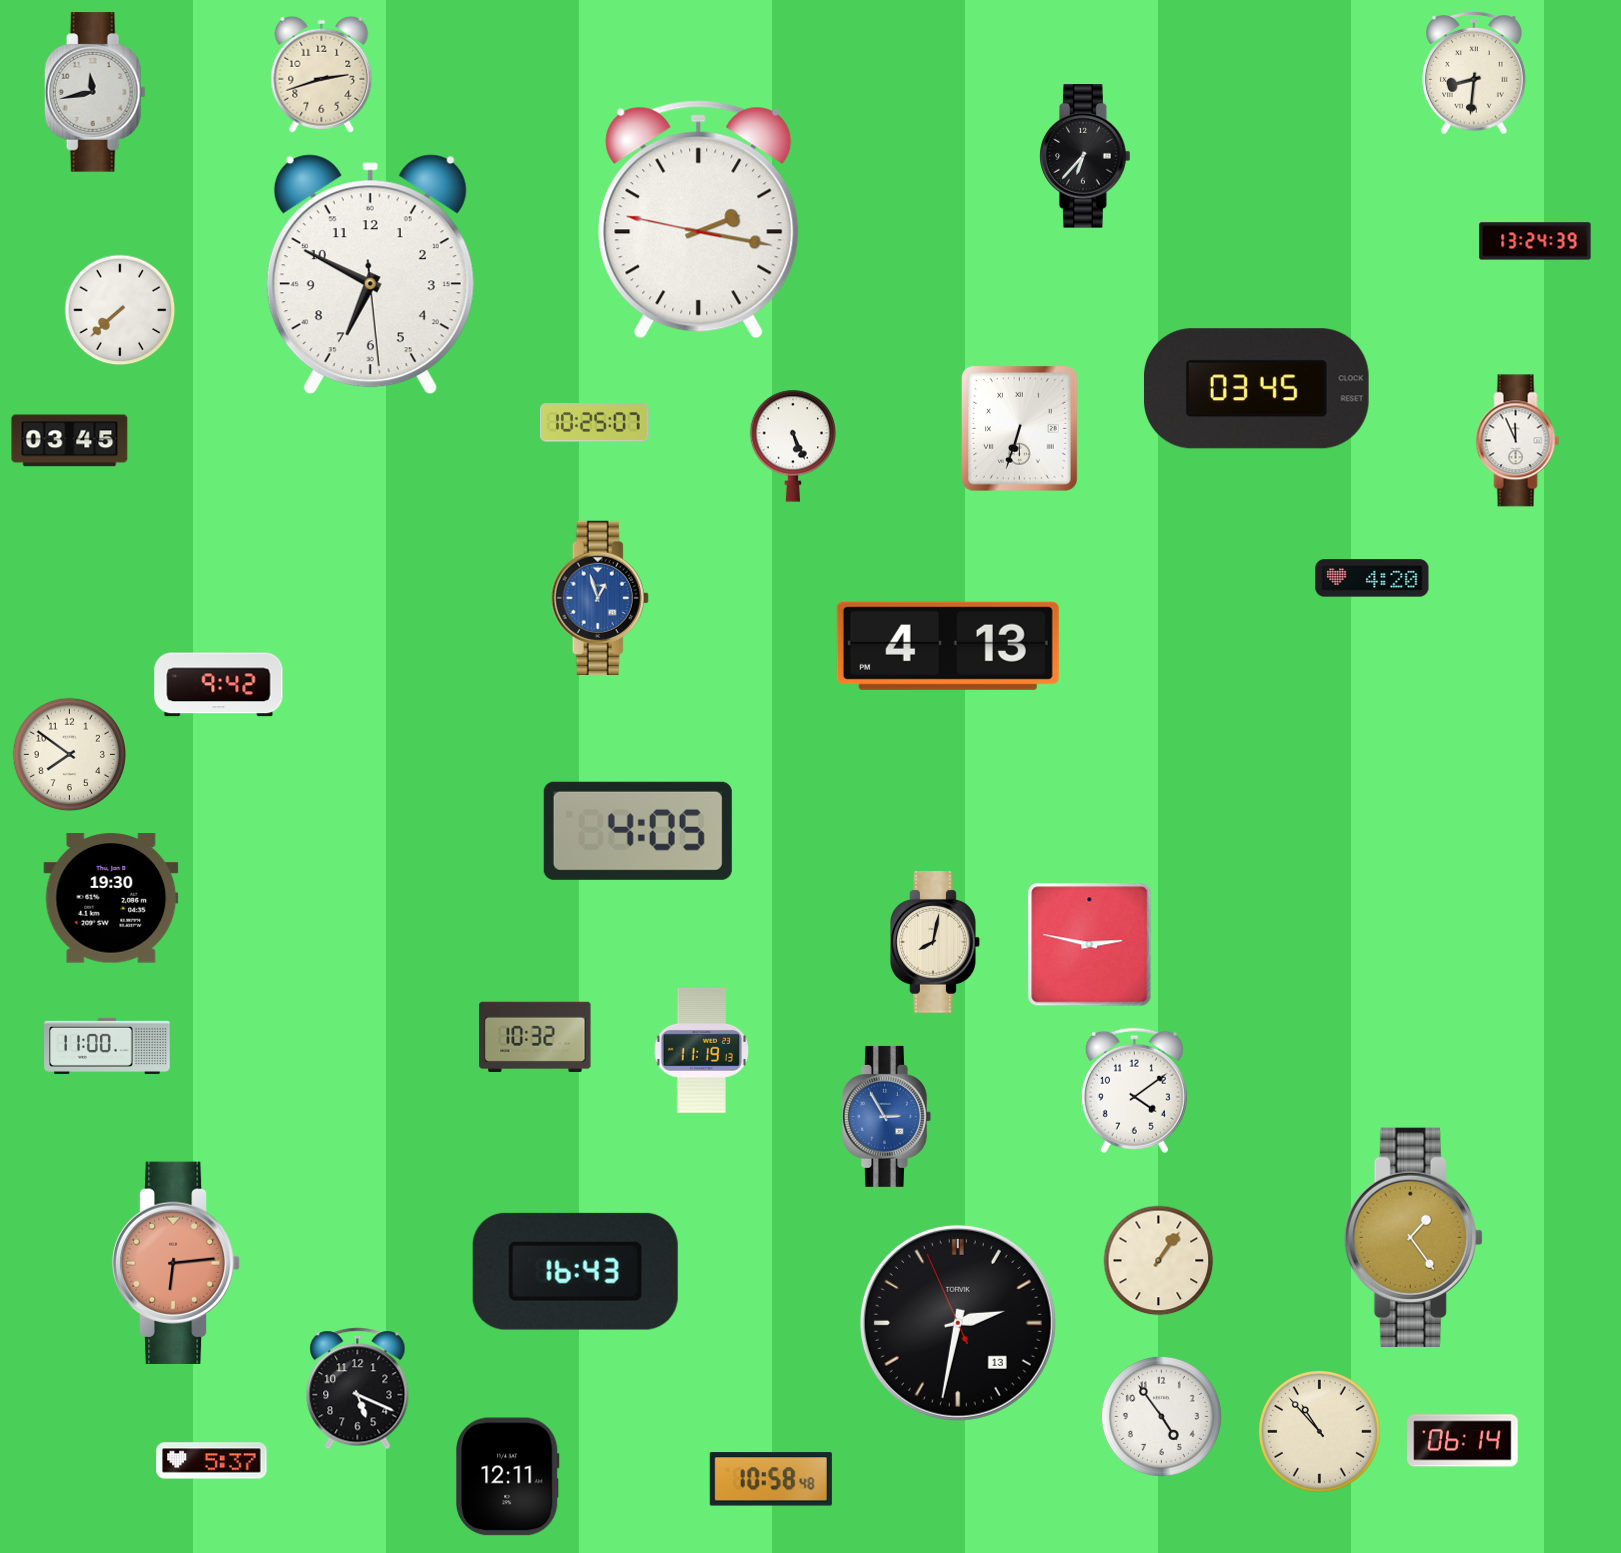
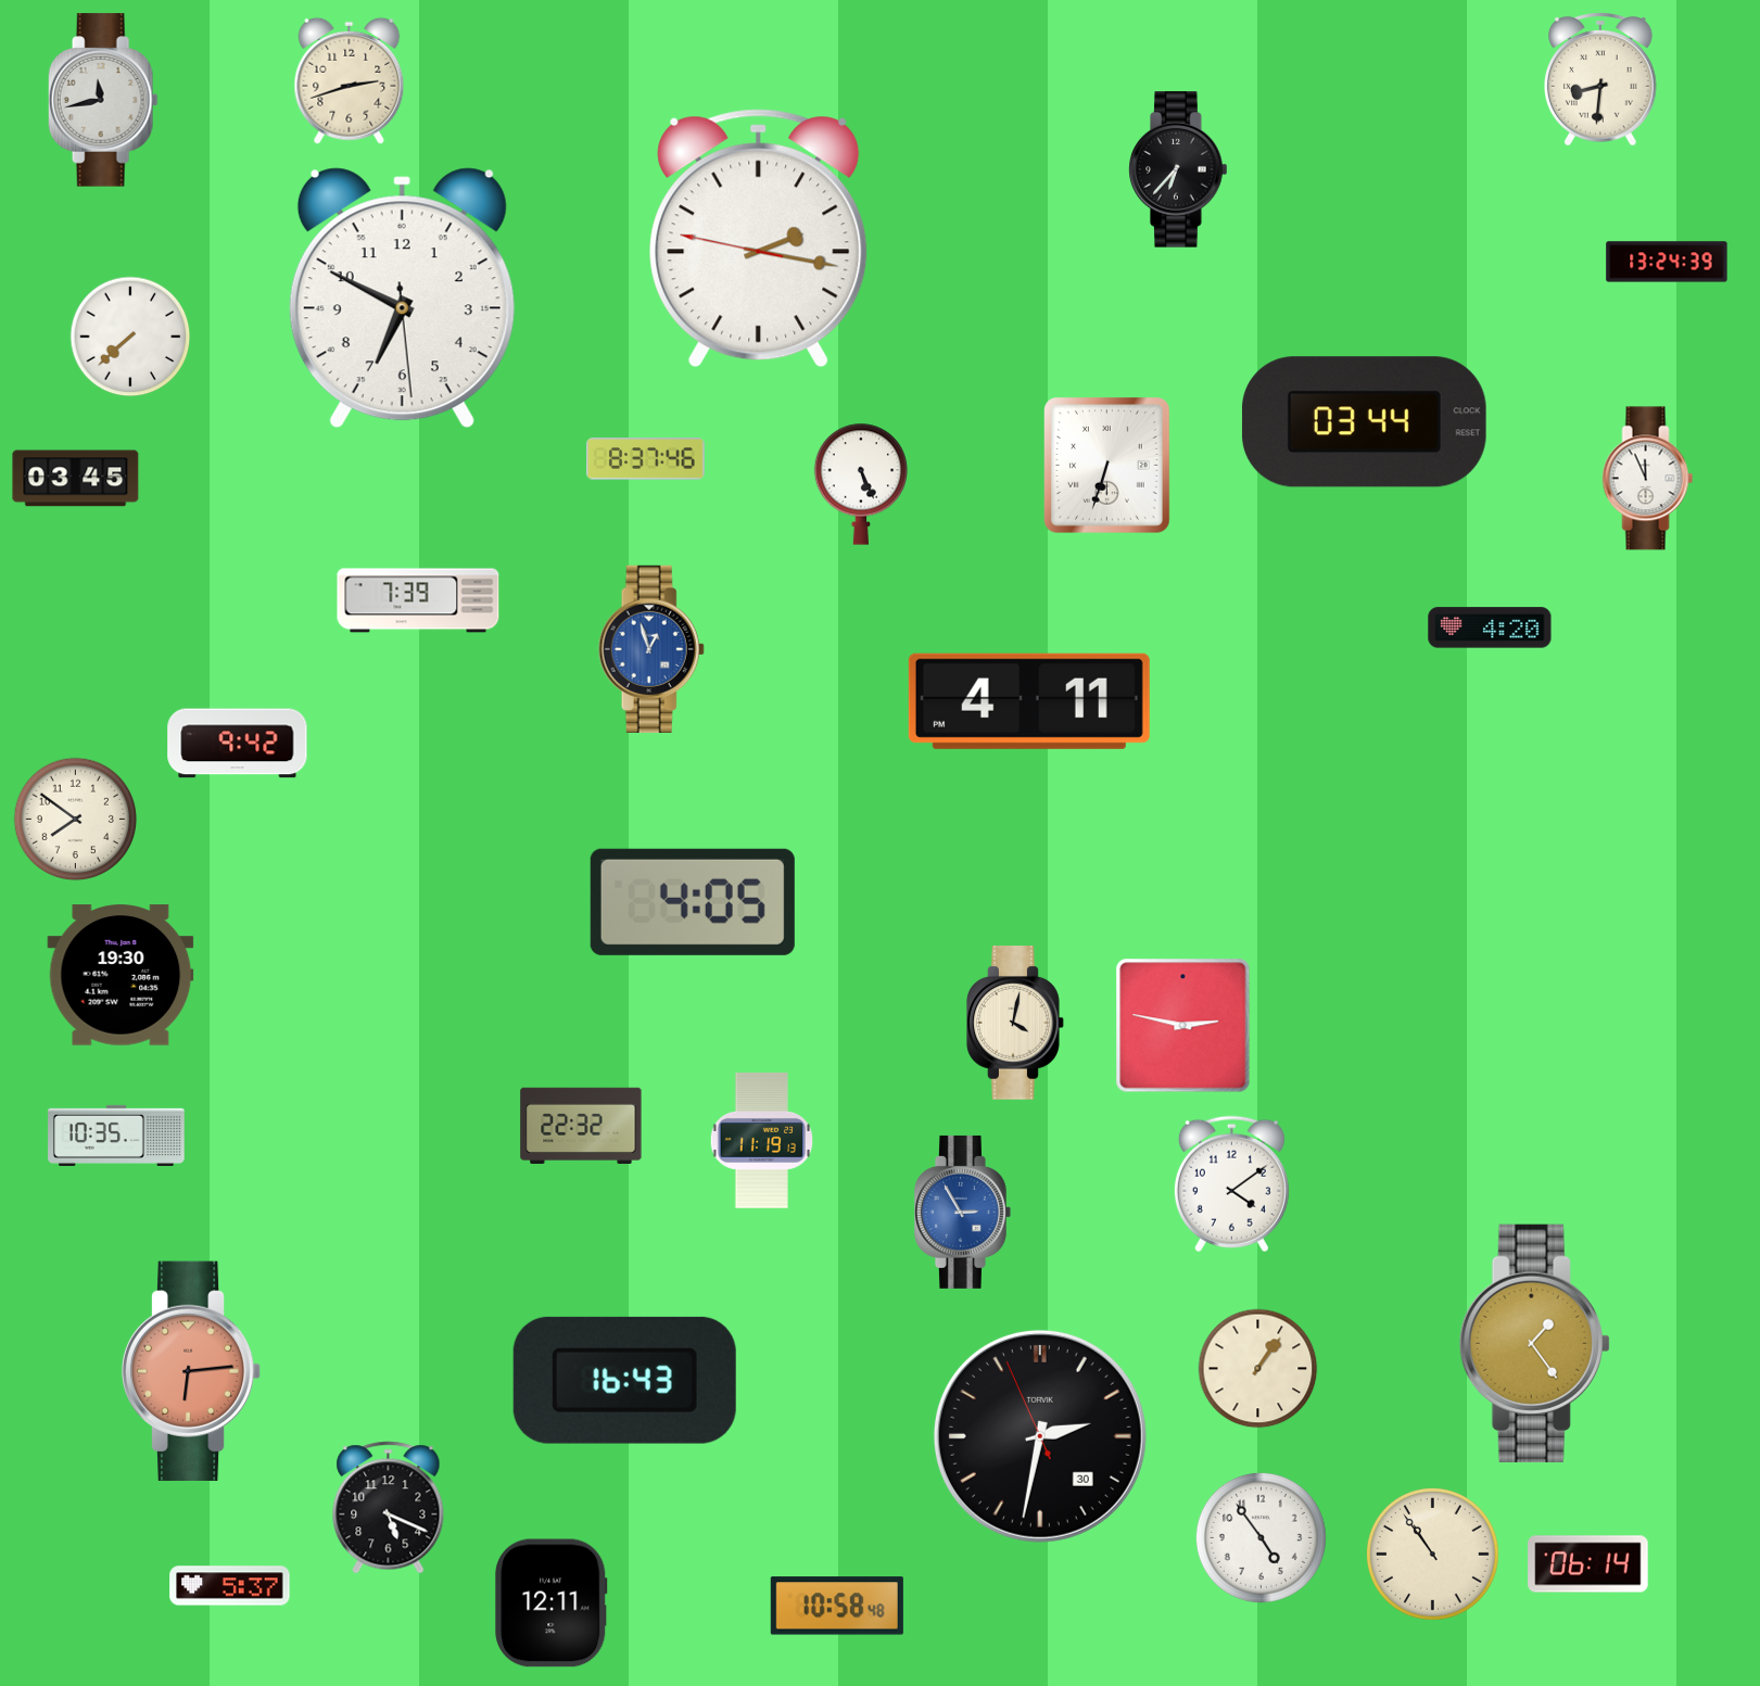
clock at (1256, 389): 03:45 -> 03:44
clock at (594, 423): 10:25 -> 8:37
clock at (418, 600): none -> 7:39
clock at (948, 646): 4:13 -> 4:11
clock at (936, 943): 8:02 -> 4:02
clock at (535, 1037): 10:32 -> 22:32
clock at (107, 1046): 11:00 -> 10:35
clock at (958, 1323) date: 13 -> 30
clock at (1320, 1432): 10:53 -> 10:54
